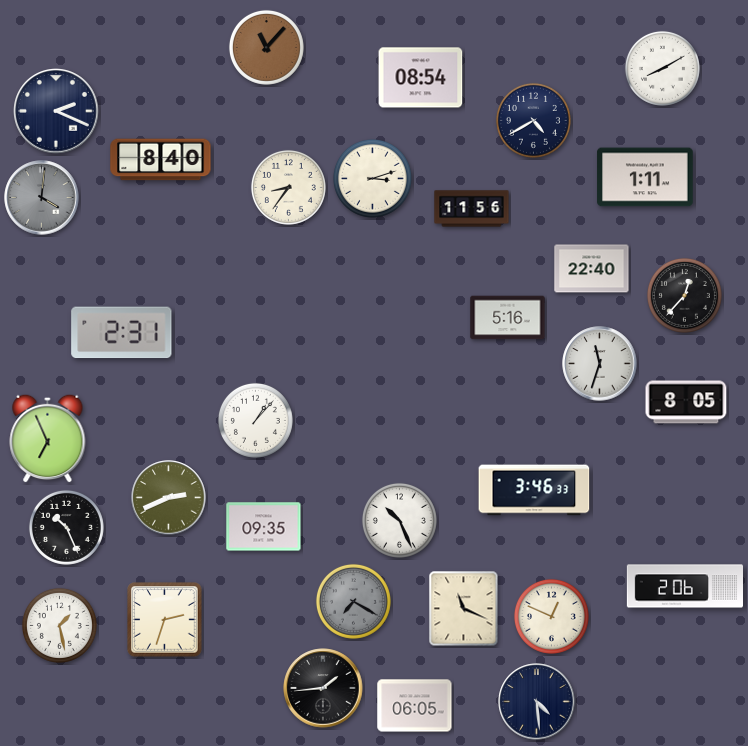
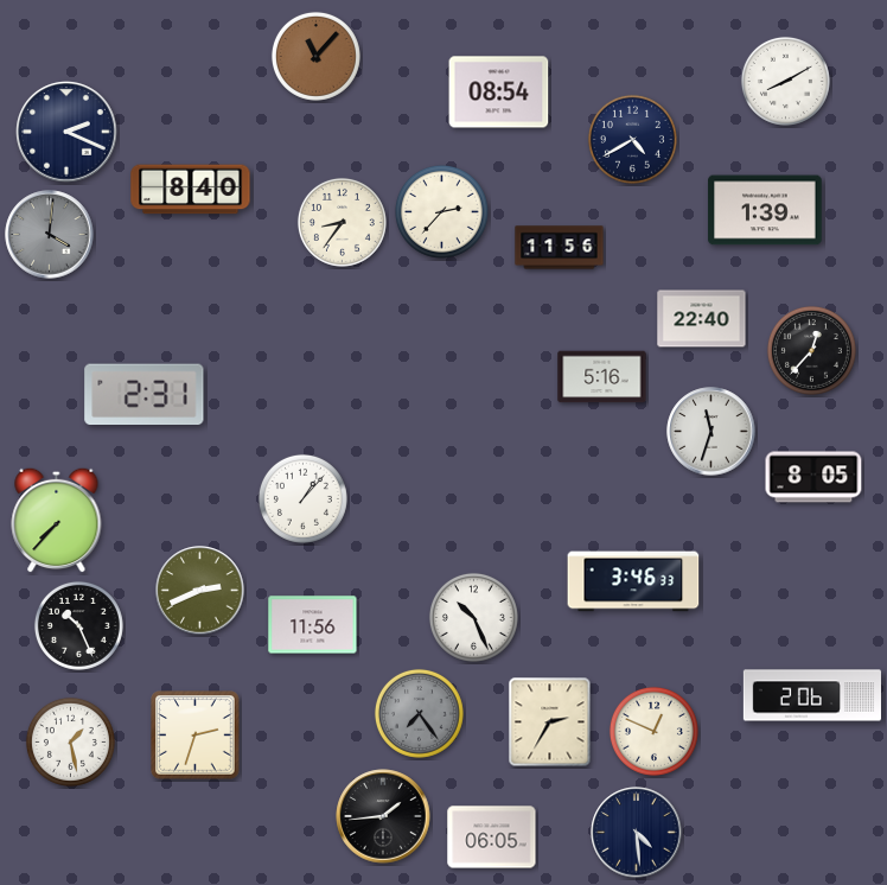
clock at (533, 120) position: (533, 120) -> (632, 139)
clock at (645, 177): 1:11 -> 1:39
clock at (372, 178): 3:12 -> 2:37
clock at (48, 438): 6:56 -> 7:37
clock at (264, 527): 09:35 -> 11:56
clock at (353, 601): 7:20 -> 7:24
clock at (464, 609): 11:19 -> 2:35
